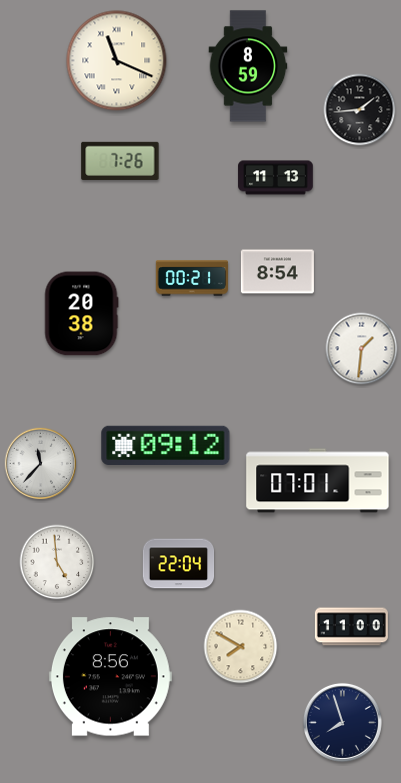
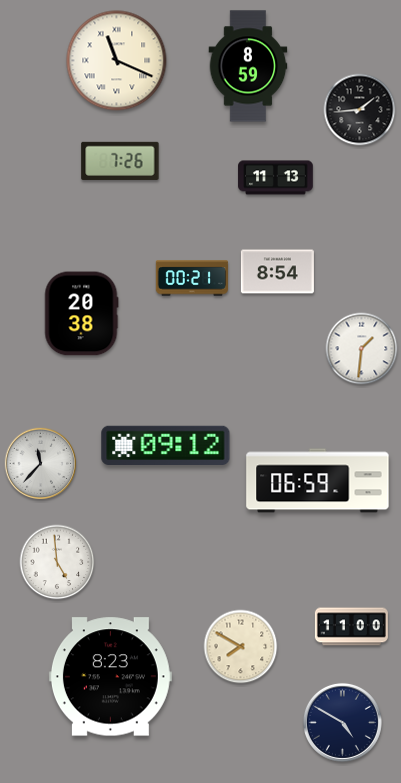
clock at (318, 481): 07:01 -> 06:59
clock at (179, 564): 22:04 -> none
clock at (110, 677): 8:56 -> 8:23
clock at (342, 722): 7:57 -> 4:50
